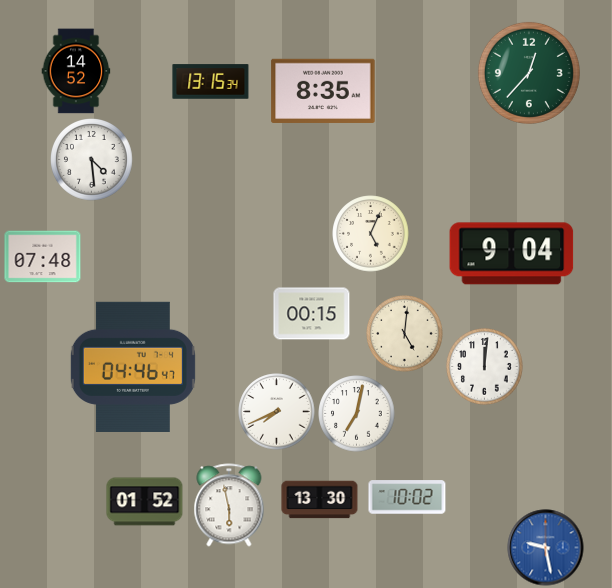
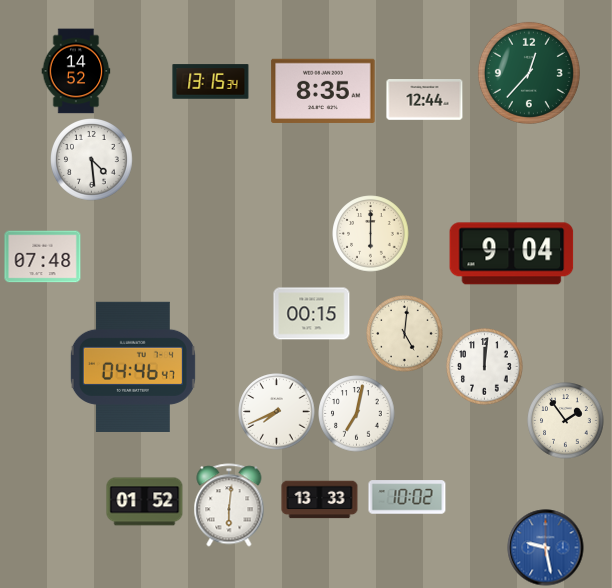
clock at (425, 100): none -> 12:44
clock at (371, 234): 5:04 -> 6:00
clock at (566, 421): none -> 1:54
clock at (320, 500): 13:30 -> 13:33
clock at (229, 505): 5:58 -> 6:01
